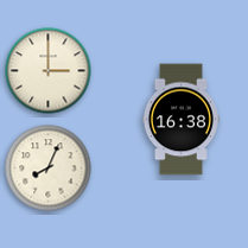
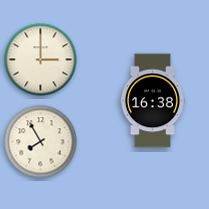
clock at (49, 168): 8:04 -> 7:55
